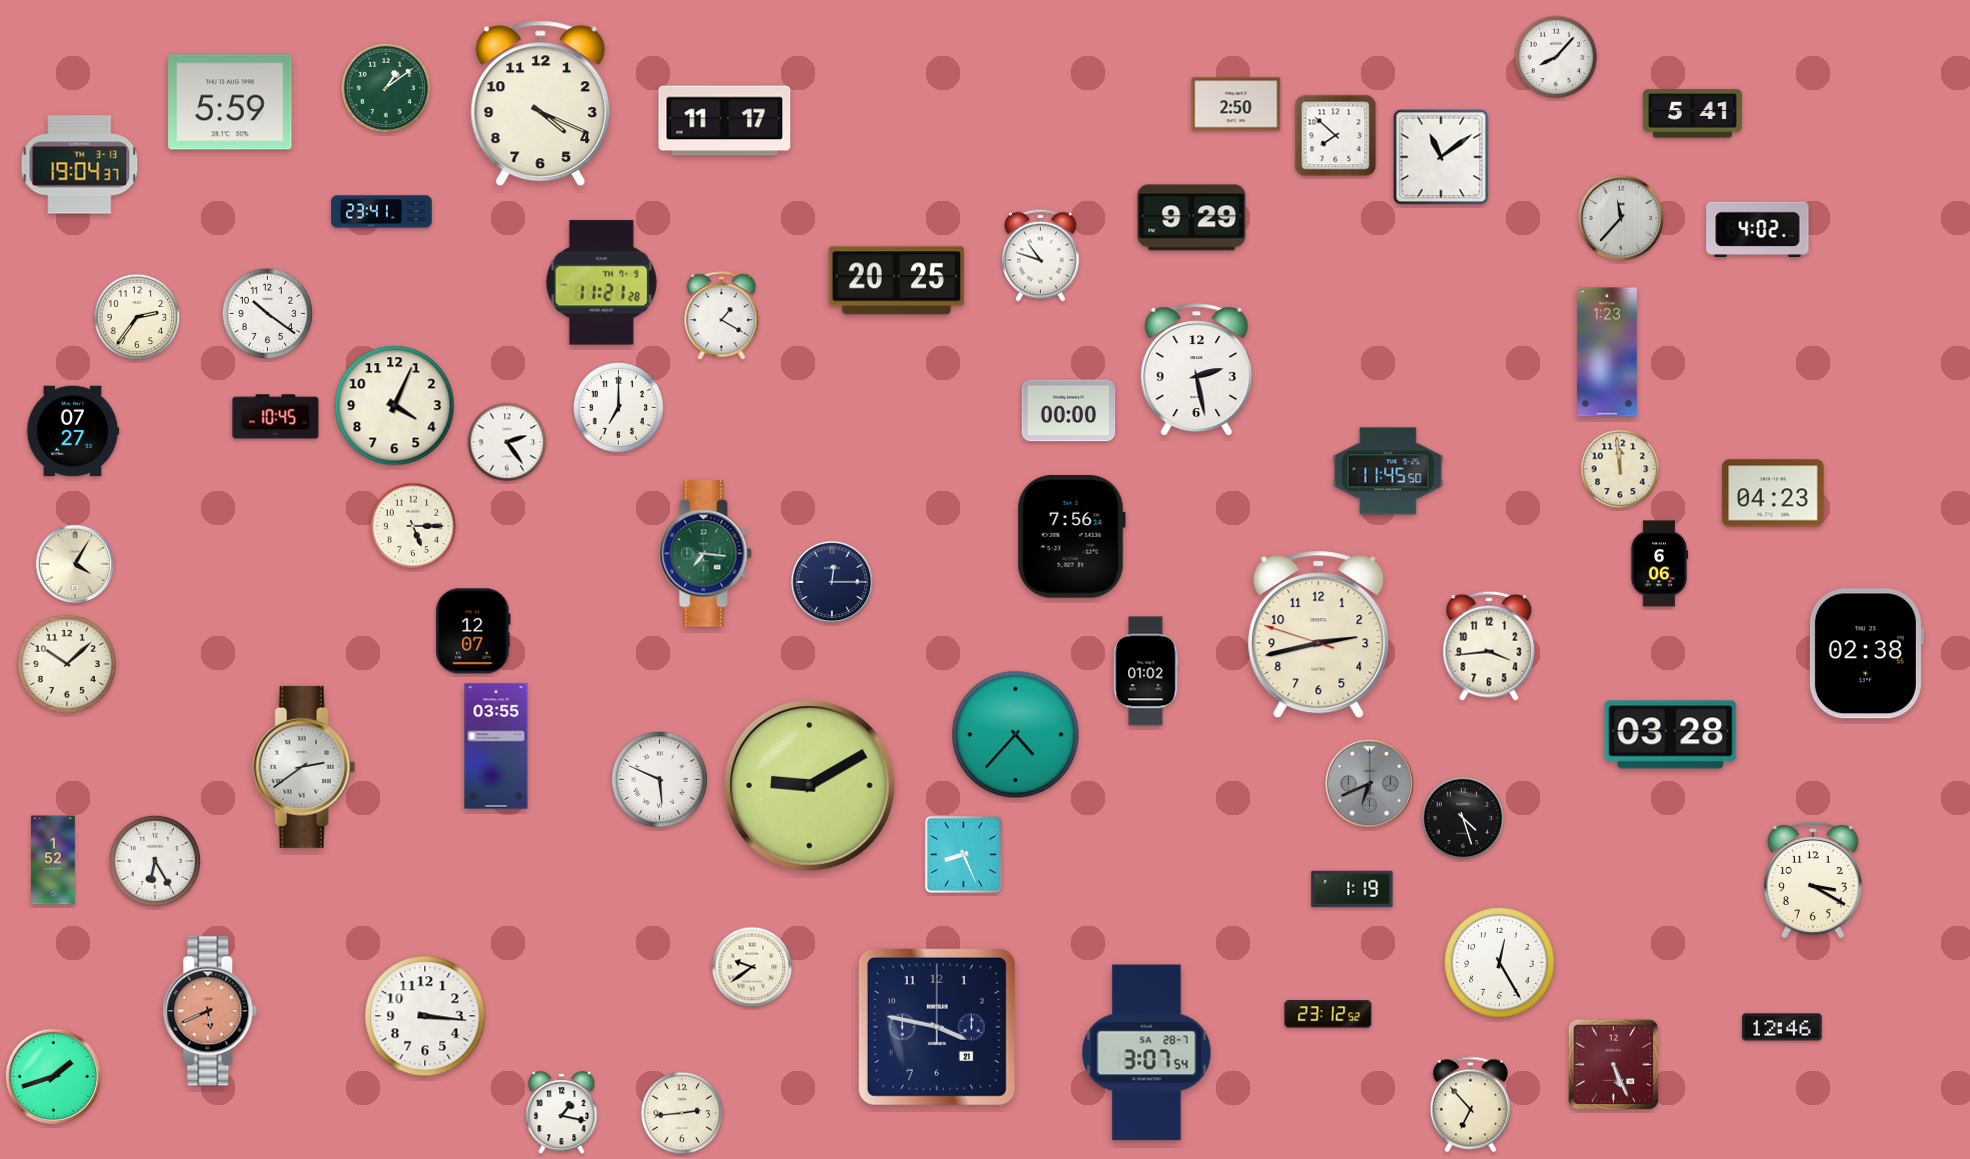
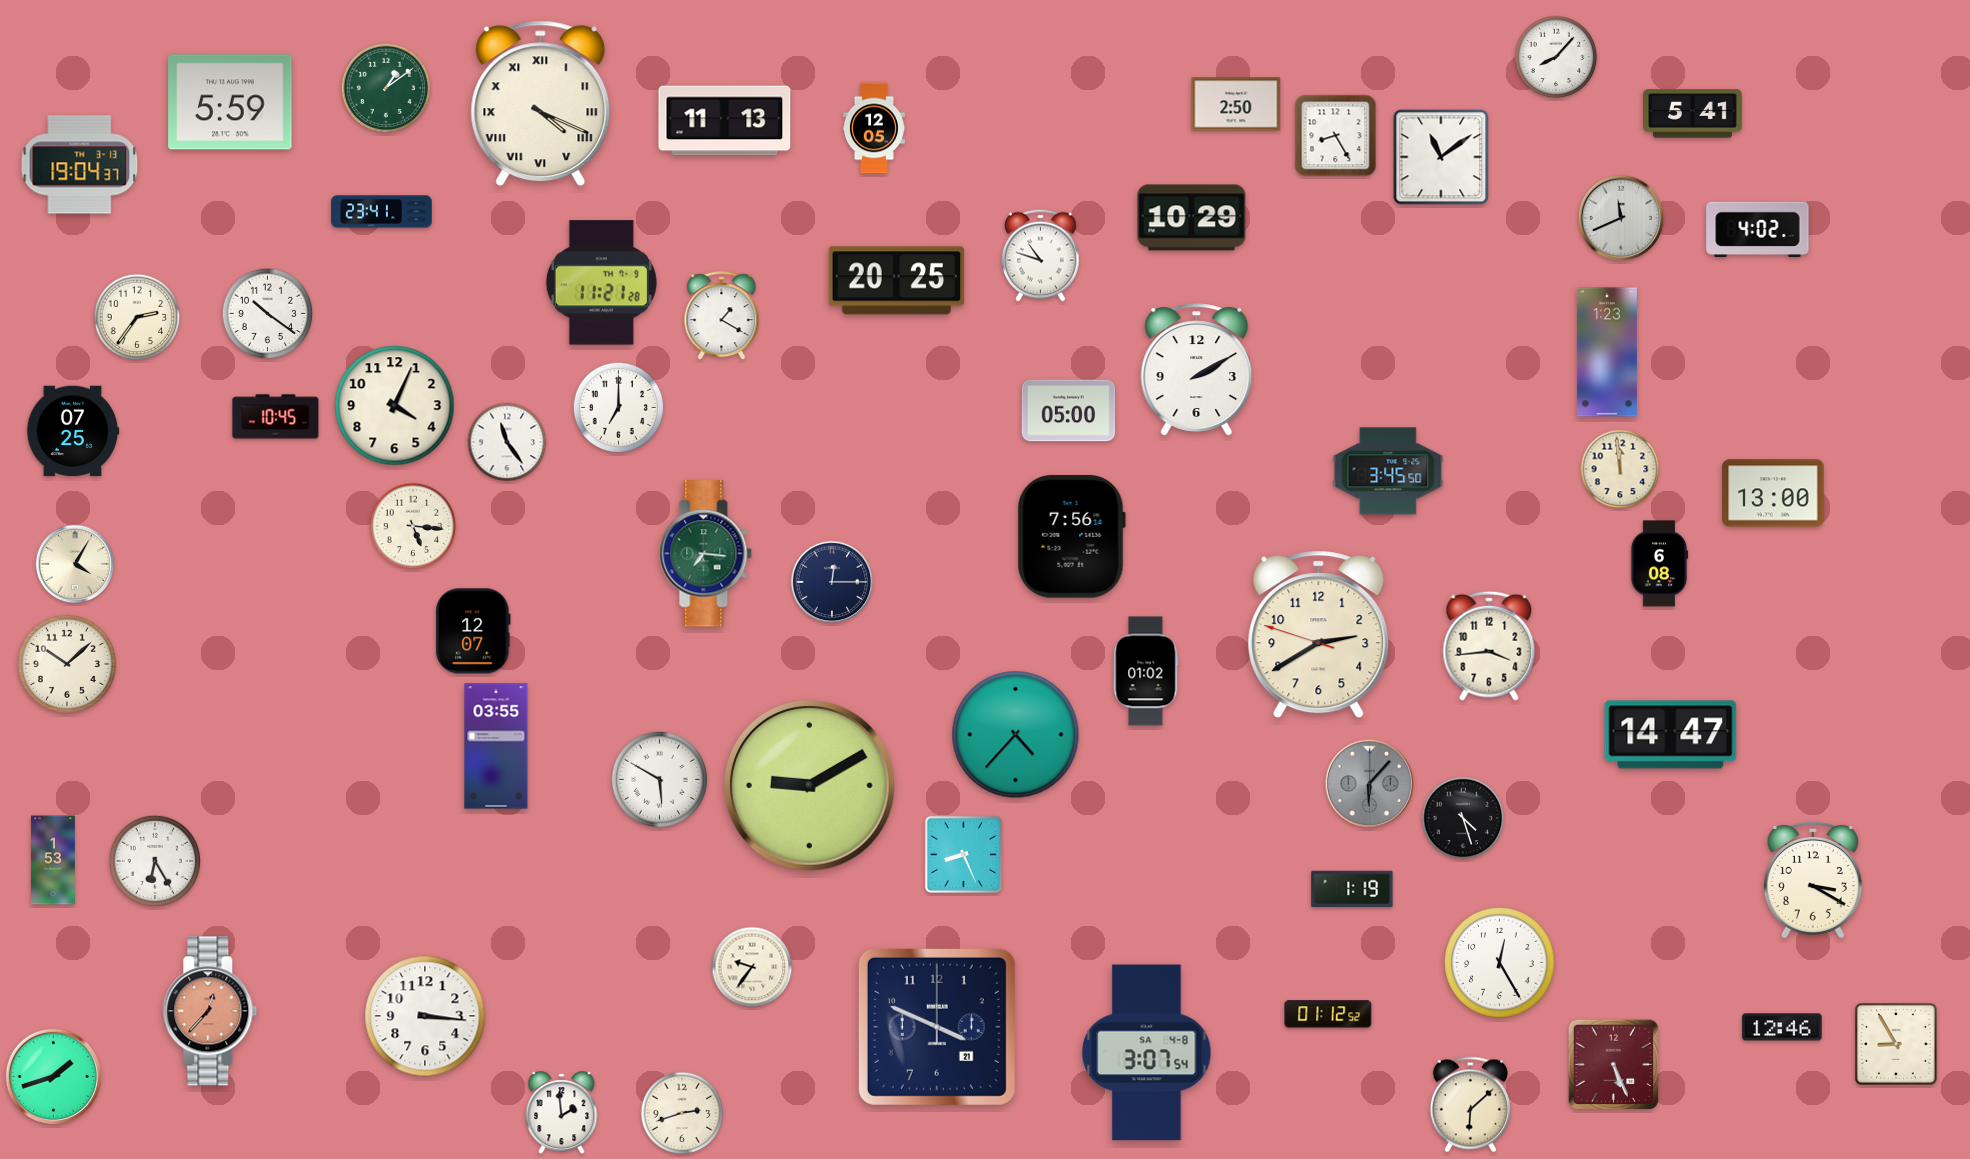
clock at (541, 104) numerals: Arabic -> Roman
clock at (725, 121): 11:17 -> 11:13
clock at (874, 128): none -> 12:05
clock at (1336, 136): 7:52 -> 8:25
clock at (1192, 218): 9:29 -> 10:29
clock at (1621, 218): 11:37 -> 11:41
clock at (1197, 370): 2:28 -> 2:10
clock at (1069, 411): 00:00 -> 05:00
clock at (73, 431): 07:27 -> 07:25
clock at (507, 442): 2:24 -> 11:24
clock at (1388, 471): 11:45 -> 3:45
clock at (1773, 493): 04:23 -> 13:00
clock at (413, 526): 5:15 -> 5:16
clock at (1659, 564): 6:06 -> 6:08
clock at (1319, 635): 2:42 -> 2:39
clock at (1866, 654): 02:38 -> none
clock at (1671, 735): 03:28 -> 14:47
clock at (304, 767): 2:39 -> none
clock at (659, 779): 5:49 -> 5:50
clock at (1370, 784): 6:41 -> 6:07
clock at (53, 860): 1:52 -> 1:53
clock at (752, 967): 9:39 -> 9:36
clock at (210, 1011): 5:41 -> 12:37
clock at (1328, 1014): 23:12 -> 01:12
clock at (937, 1027): 3:47 -> 3:49
clock at (1897, 1045): none -> 8:55
clock at (1147, 1053) date: SA 28-7 -> SA 4-8
clock at (1470, 1105): 6:53 -> 6:08
clock at (562, 1113): 1:17 -> 1:59
clock at (682, 1113): 2:44 -> 2:42
